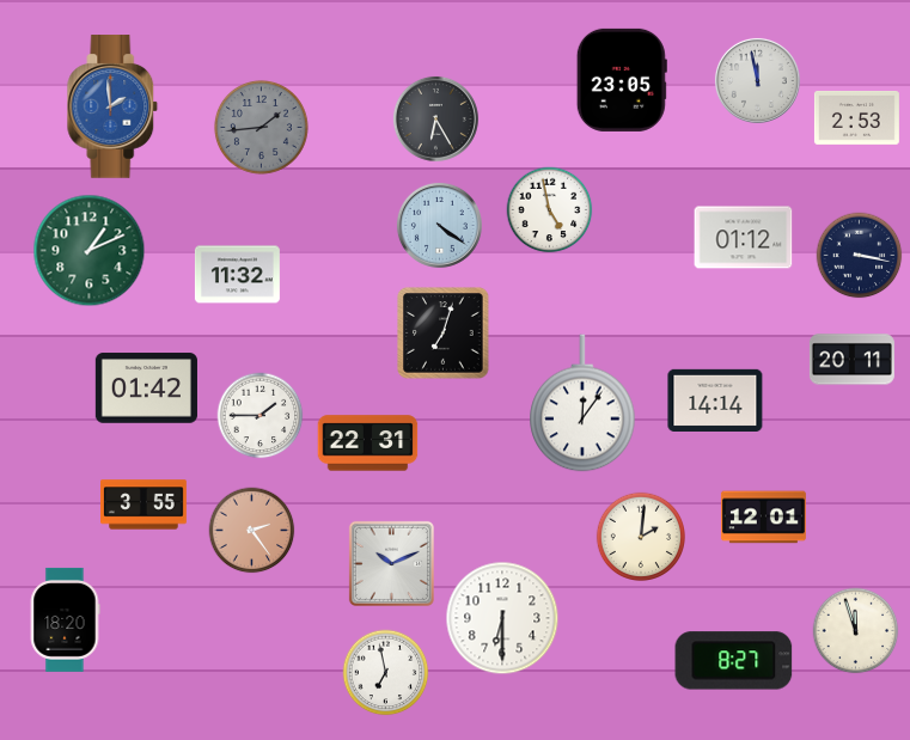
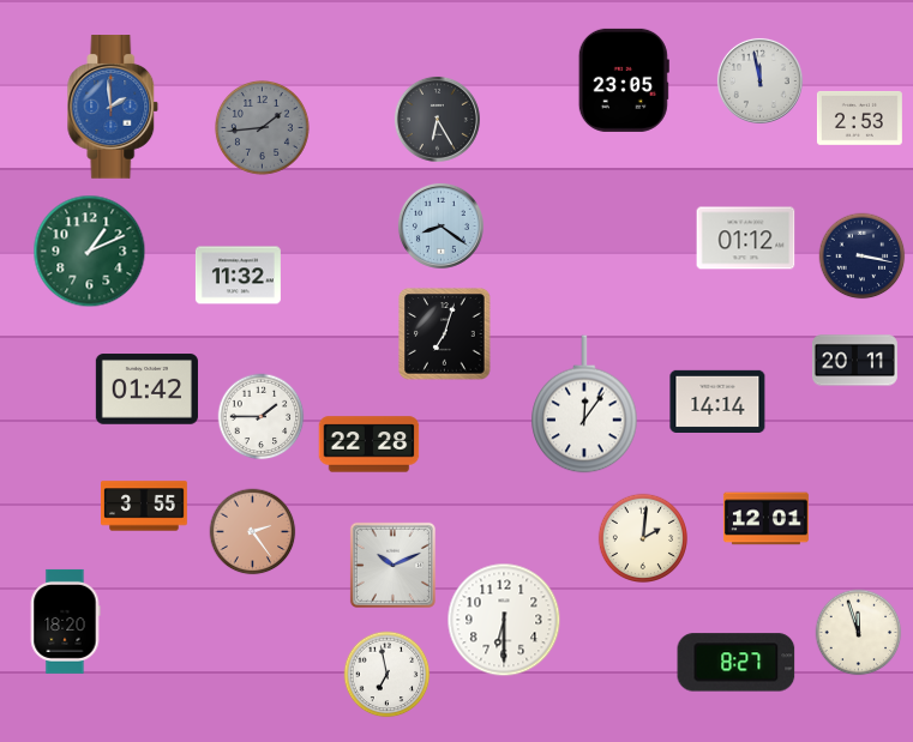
clock at (550, 210): 4:58 -> none
clock at (439, 225): 4:21 -> 8:21
clock at (368, 444): 22:31 -> 22:28
